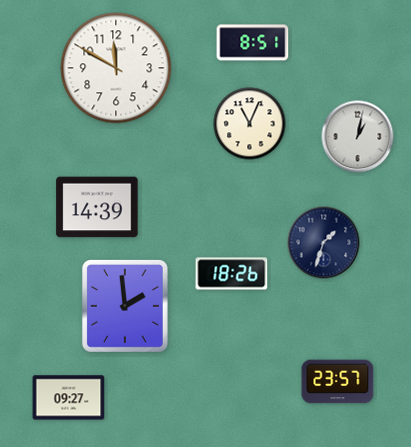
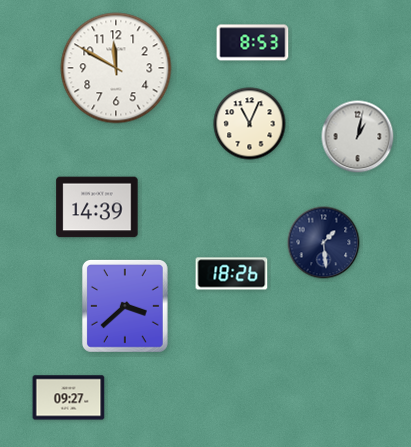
clock at (253, 43): 8:51 -> 8:53
clock at (324, 243): 1:33 -> 1:29
clock at (125, 306): 1:59 -> 3:38
clock at (338, 382): 23:57 -> none
